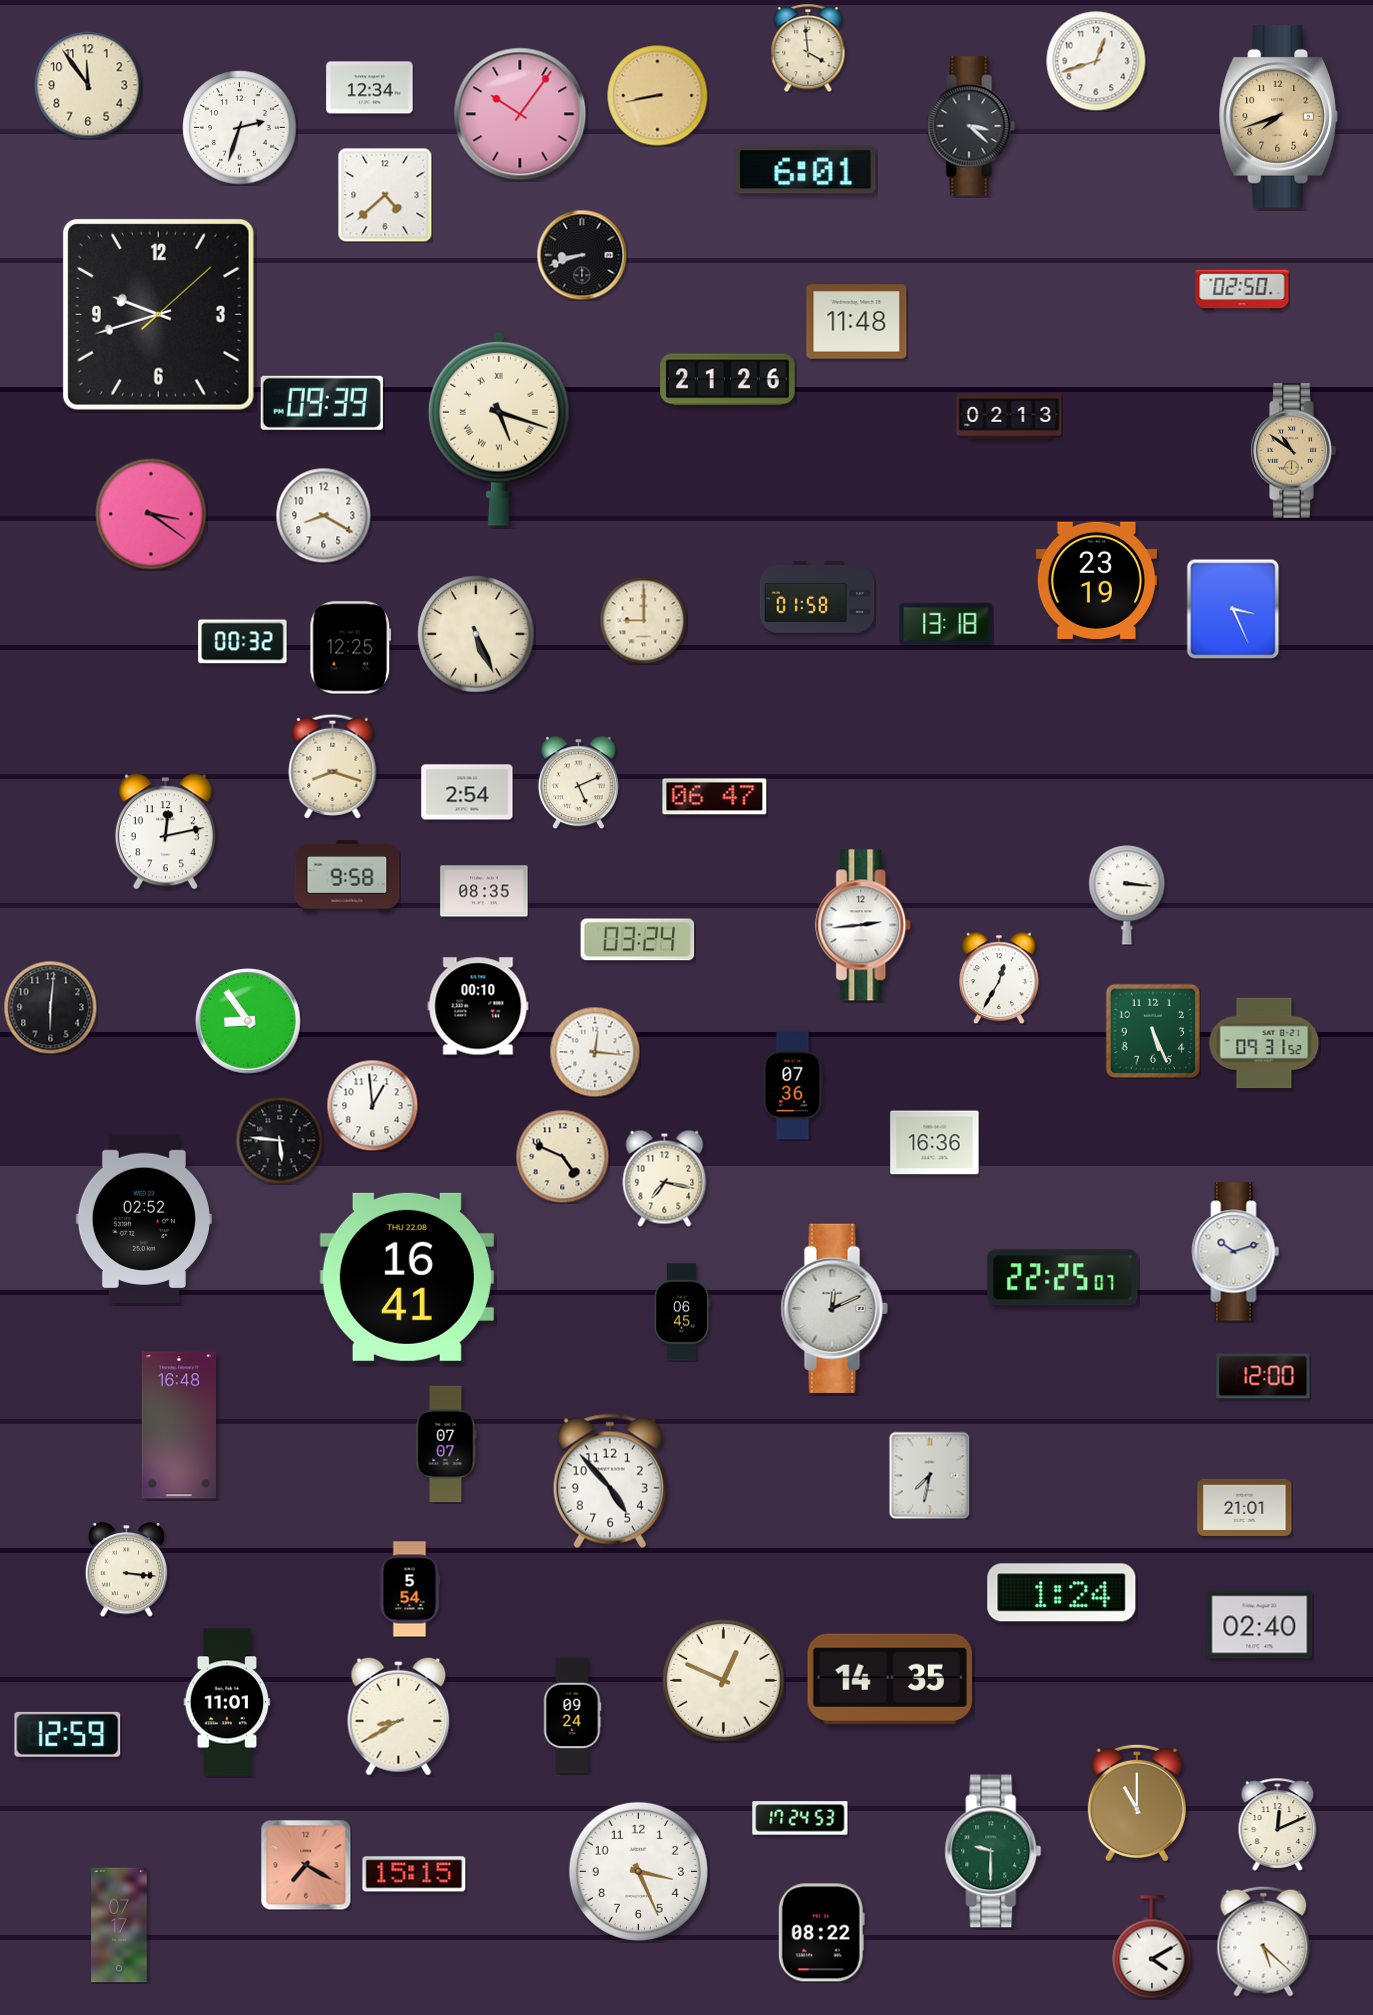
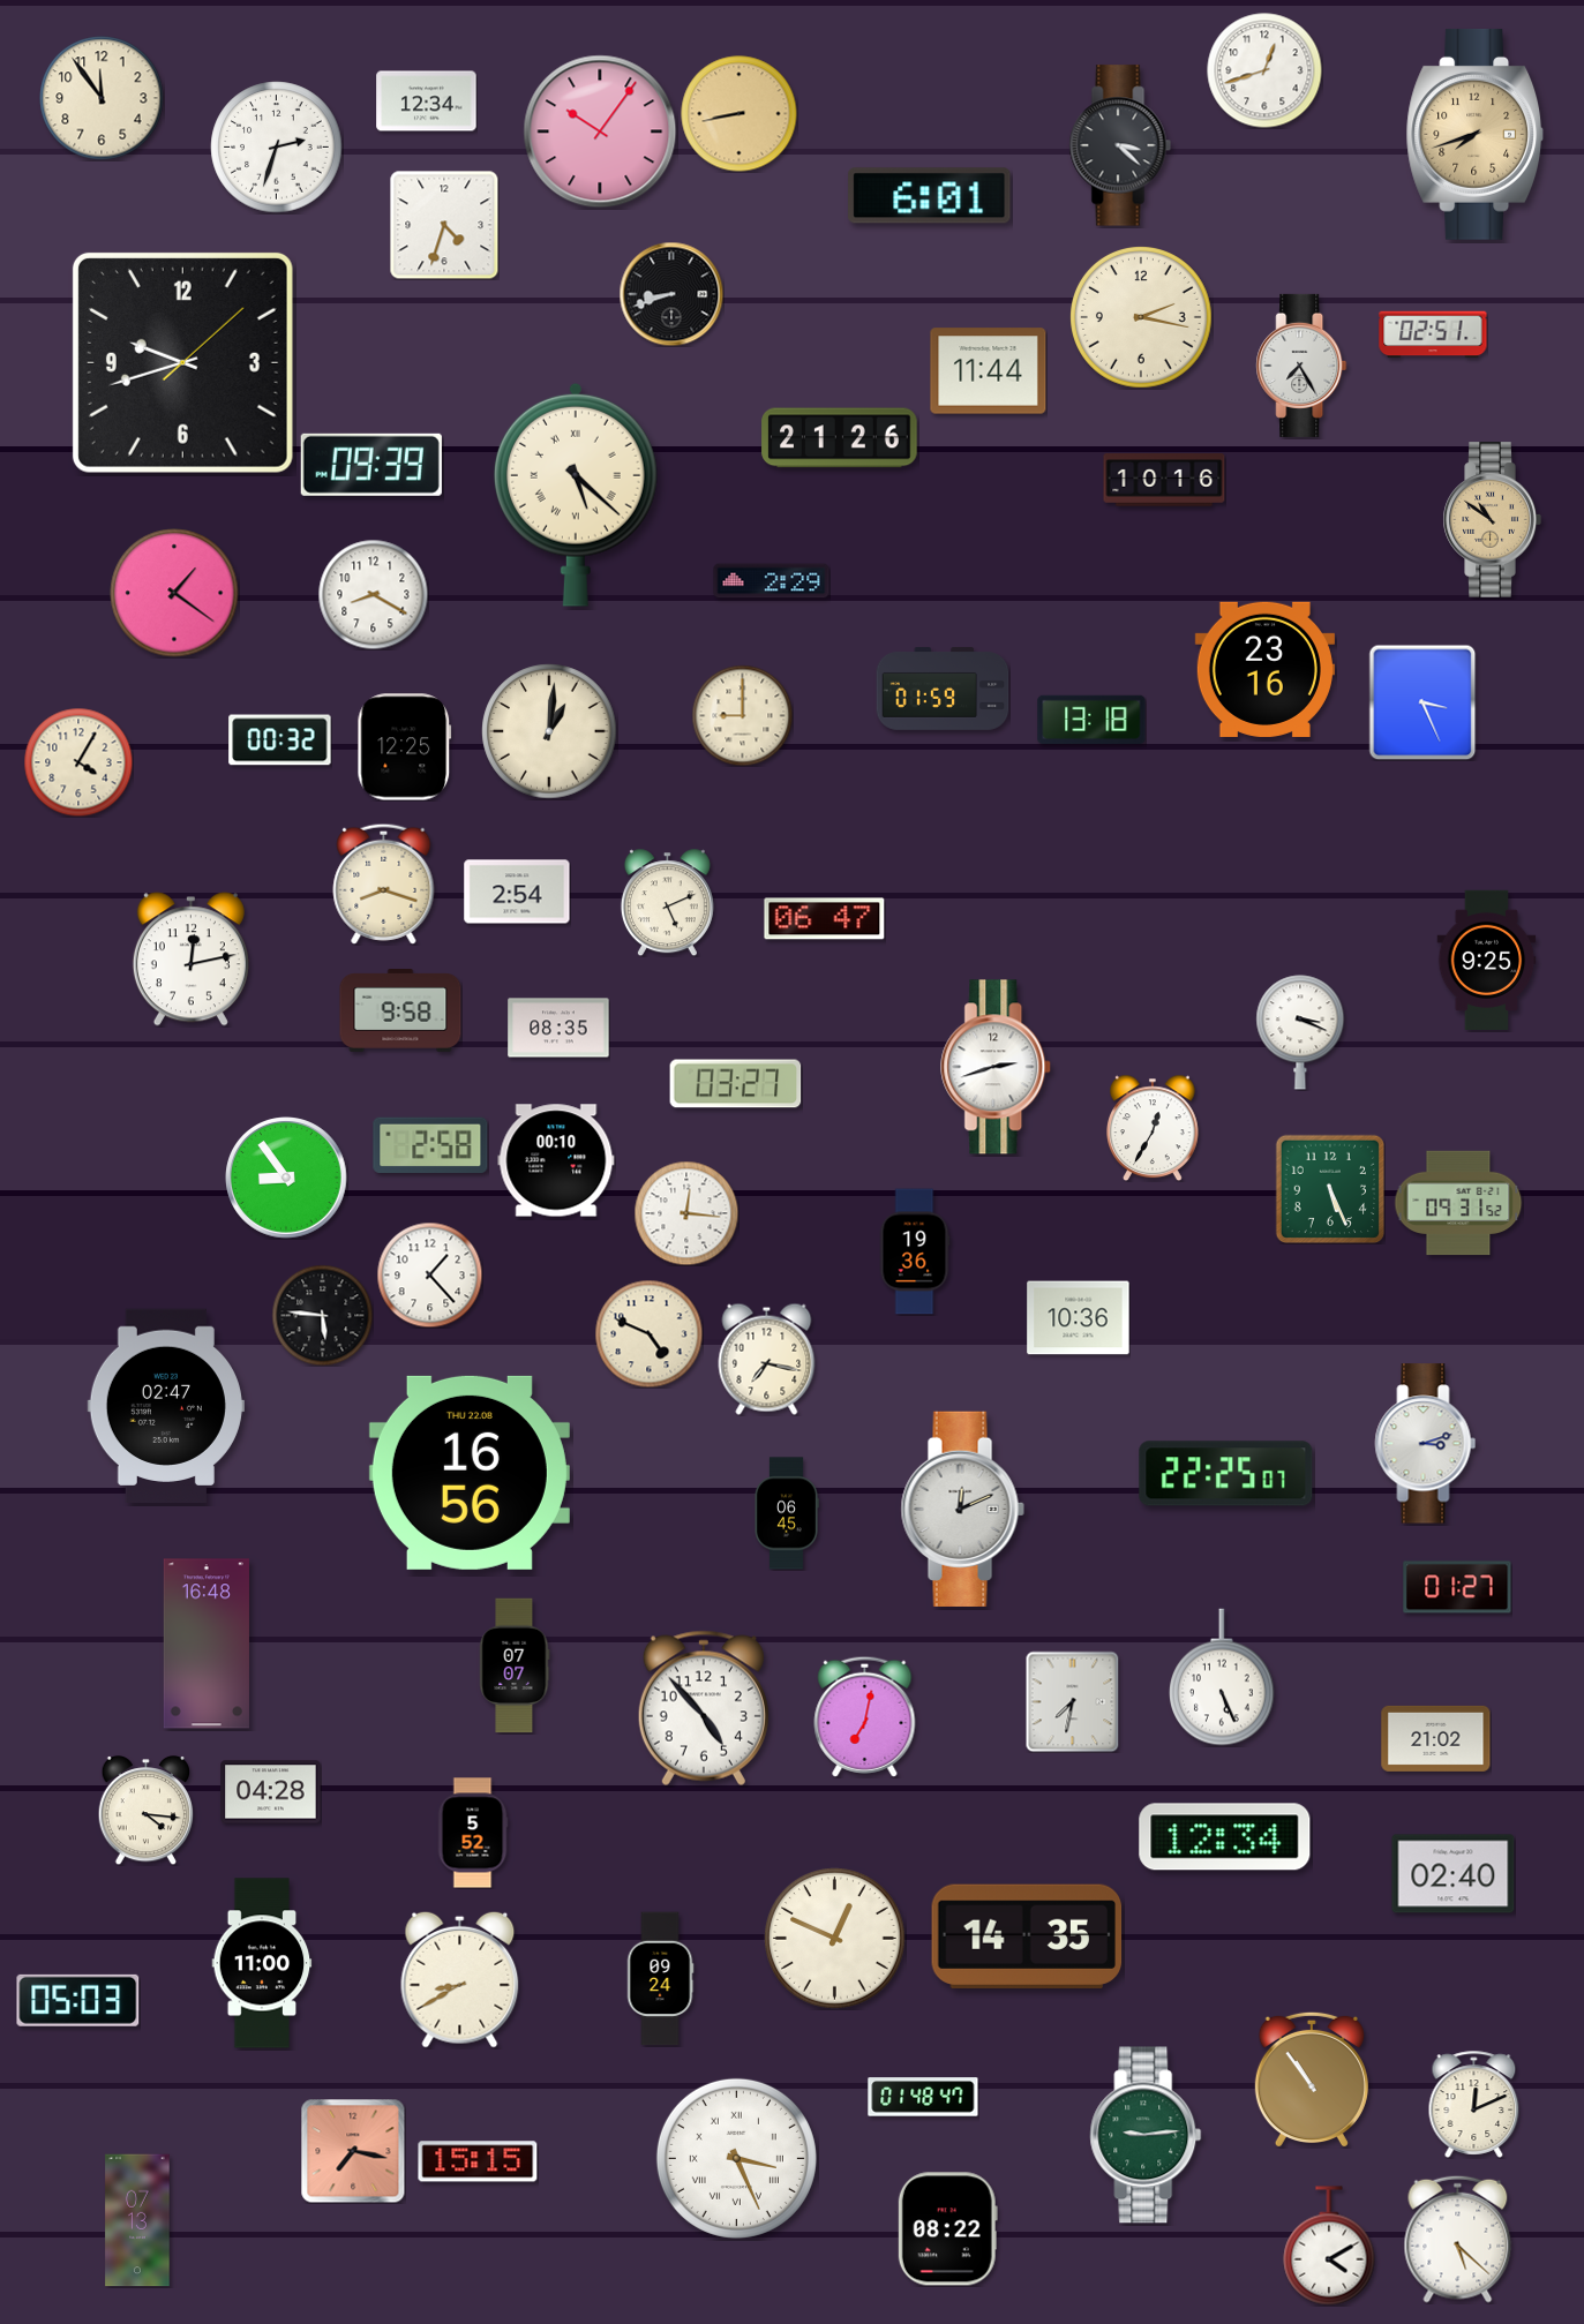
clock at (808, 48): 3:59 -> none
clock at (658, 96) position: (658, 96) -> (740, 114)
clock at (385, 195): 4:38 -> 4:33
clock at (1142, 318): none -> 2:17
clock at (1242, 290): 02:50 -> 02:51
clock at (1301, 366): none -> 7:25
clock at (857, 322): 11:48 -> 11:44
clock at (1009, 416): 02:13 -> 10:16
clock at (499, 429): 5:18 -> 5:22
clock at (772, 581): none -> 2:29
clock at (151, 514): 3:21 -> 1:21
clock at (1096, 580): 23:19 -> 23:16
clock at (817, 597): 01:58 -> 01:59
clock at (476, 634): 5:26 -> 1:01
clock at (78, 762): none -> 4:05
clock at (467, 792) position: (467, 792) -> (517, 892)
clock at (1487, 960): none -> 9:25
clock at (1127, 895): 3:16 -> 3:19
clock at (864, 925): 2:44 -> 2:42
clock at (638, 940): 03:24 -> 03:27
clock at (430, 1144): none -> 2:58
clock at (478, 1006) position: (478, 1006) -> (556, 1160)
clock at (50, 1007): 6:01 -> none
clock at (793, 1085): 07:36 -> 19:36
clock at (372, 1105): 12:59 -> 1:23
clock at (935, 1143): 16:36 -> 10:36
clock at (144, 1218): 02:52 -> 02:47
clock at (1236, 1252): 10:12 -> 3:12
clock at (407, 1277): 16:41 -> 16:56
clock at (1263, 1376): 12:00 -> 01:27
clock at (1223, 1677): none -> 5:26
clock at (865, 1716): none -> 7:02
clock at (1245, 1507): 21:01 -> 21:02
clock at (271, 1792): none -> 04:28
clock at (127, 1570): 3:16 -> 4:16
clock at (410, 1589): 5:54 -> 5:52
clock at (1062, 1593): 1:24 -> 12:34
clock at (227, 1702): 11:01 -> 11:00
clock at (68, 1734): 12:59 -> 05:03
clock at (1137, 1803): 11:00 -> 10:54
clock at (800, 1818): 17:24 -> 01:48
clock at (993, 1851): 9:30 -> 9:14
clock at (306, 1865): 7:20 -> 7:17
clock at (638, 1871) numerals: Arabic -> Roman
clock at (119, 1925): 07:17 -> 07:13
